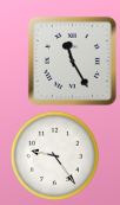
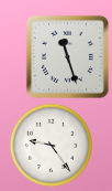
clock at (72, 60): 11:25 -> 11:27
